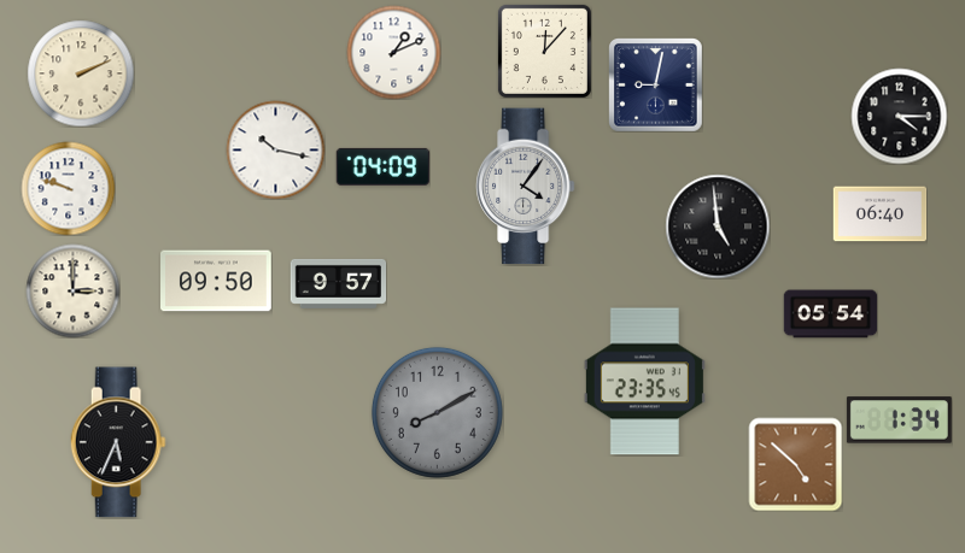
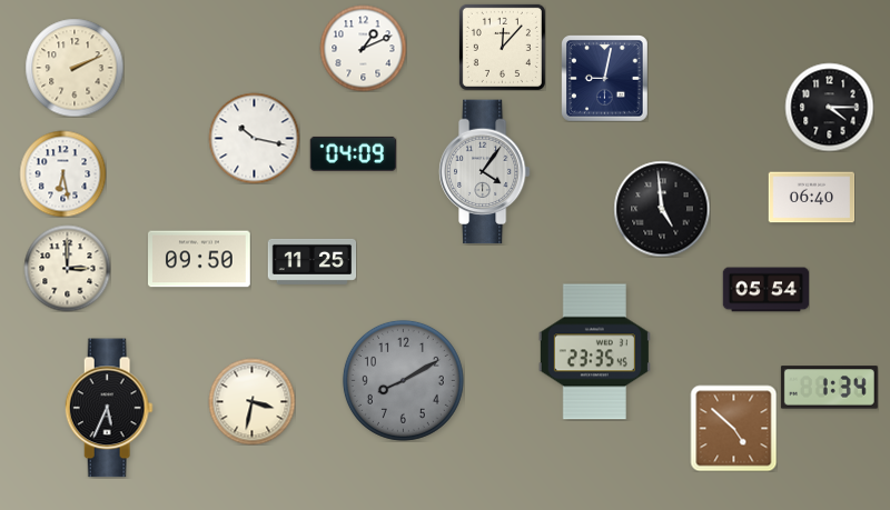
clock at (68, 188): 9:48 -> 6:28
clock at (338, 283): 9:57 -> 11:25
clock at (251, 401): none -> 3:32
